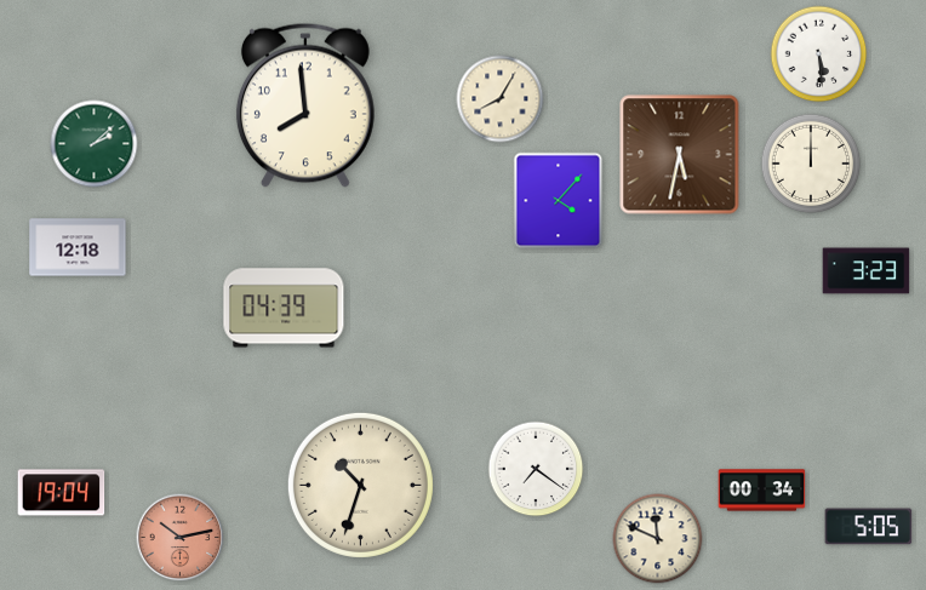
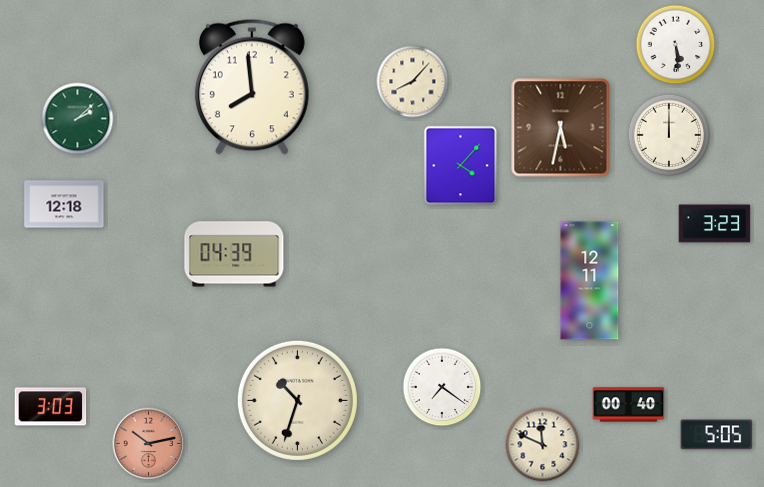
clock at (501, 99): 8:05 -> 8:07
clock at (590, 281): none -> 12:11
clock at (762, 491): 00:34 -> 00:40
clock at (62, 493): 19:04 -> 3:03
